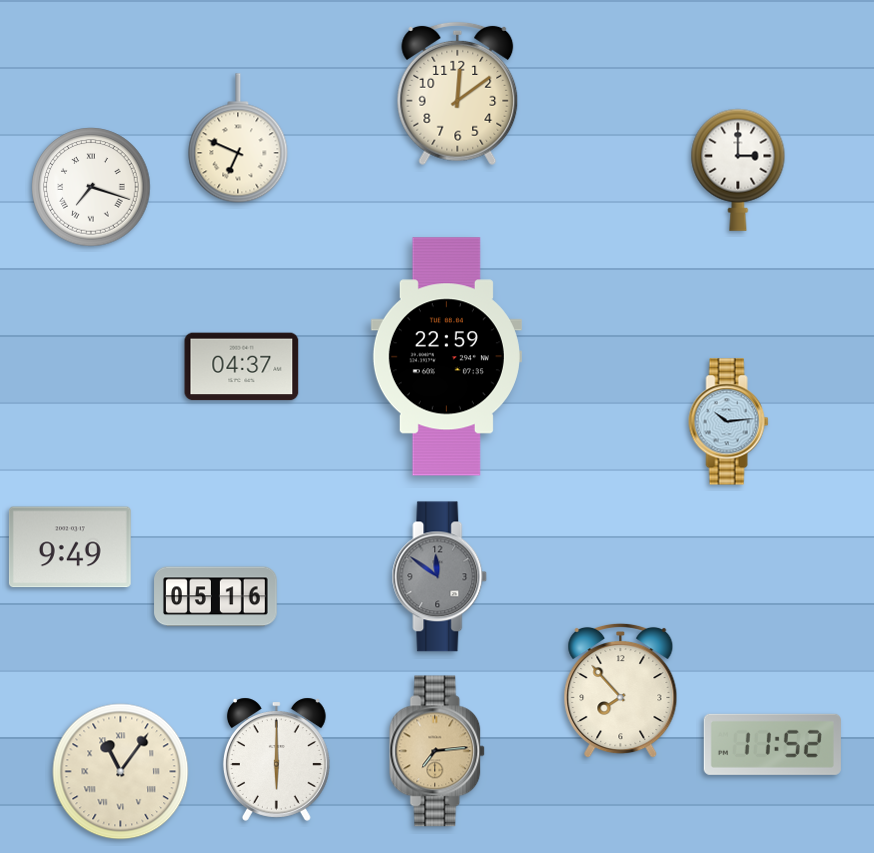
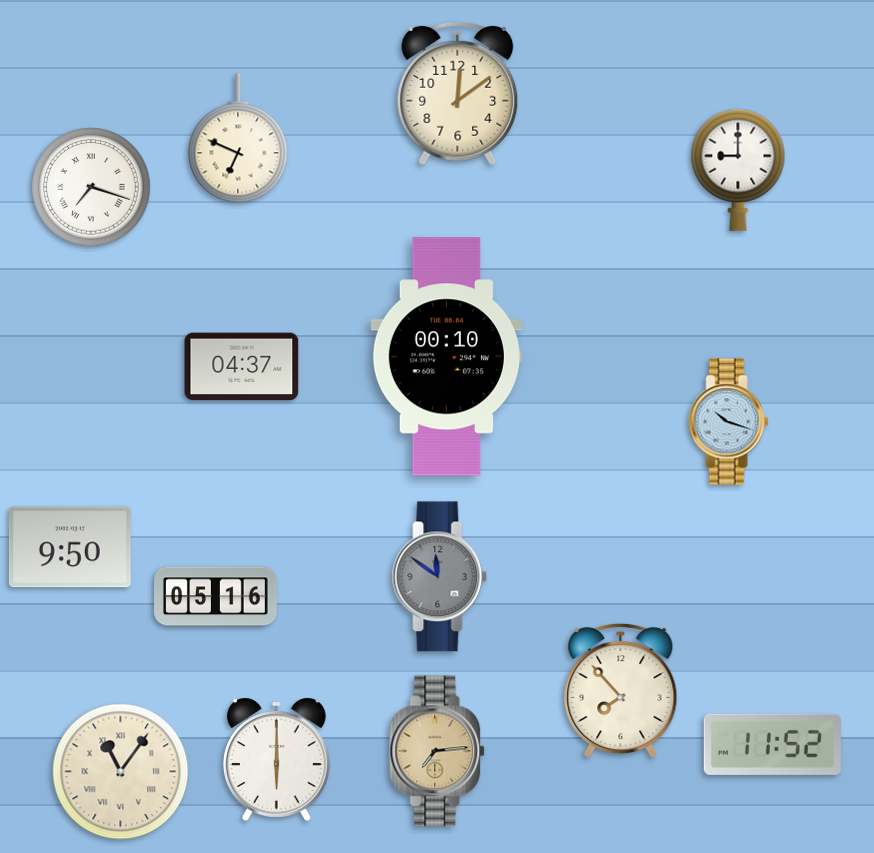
clock at (738, 170): 3:00 -> 9:00
clock at (446, 357): 22:59 -> 00:10
clock at (729, 422): 10:14 -> 10:18
clock at (70, 547): 9:49 -> 9:50
